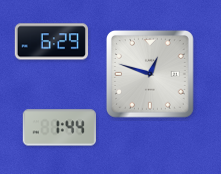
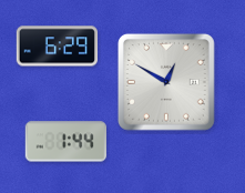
clock at (150, 74): 12:48 -> 12:50
